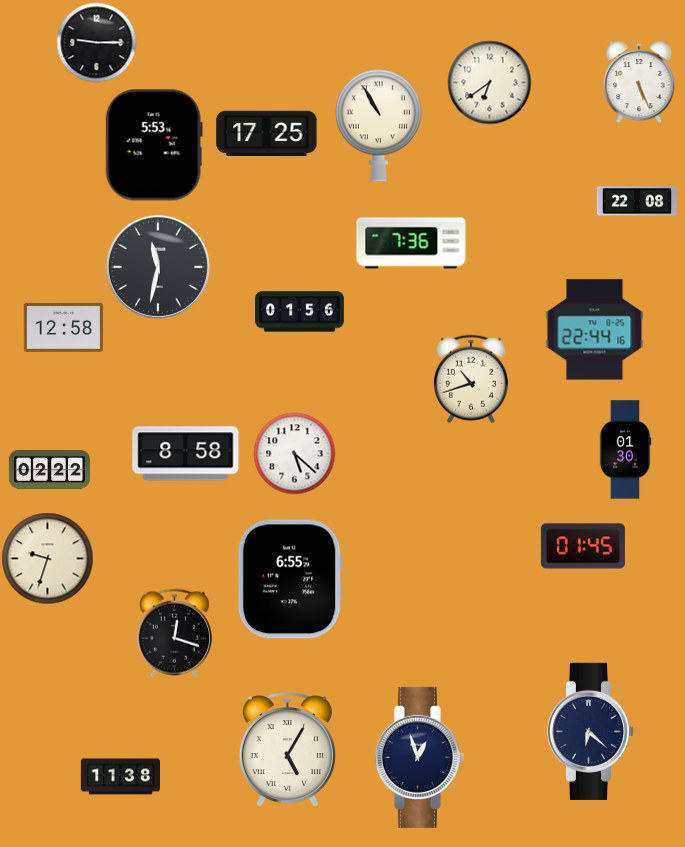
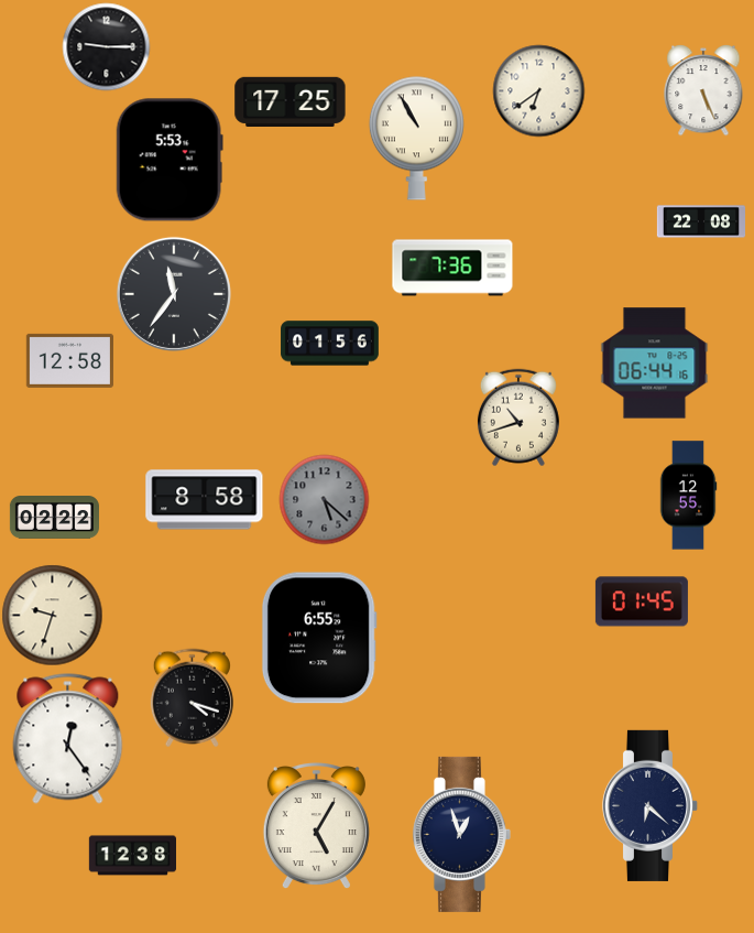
clock at (267, 133) position: (267, 133) -> (291, 101)
clock at (158, 267): 11:32 -> 11:36
clock at (595, 330): 22:44 -> 06:44
clock at (625, 450): 01:30 -> 12:55
clock at (294, 453) dial: white -> grey
clock at (174, 633): 12:18 -> 4:18
clock at (68, 739): none -> 12:24
clock at (120, 777): 11:38 -> 12:38
